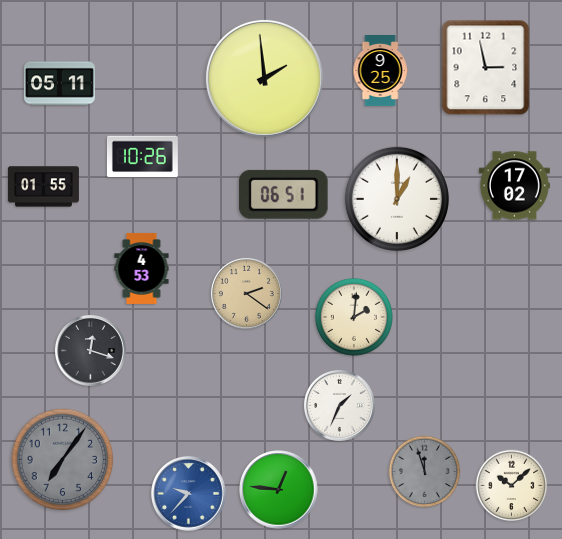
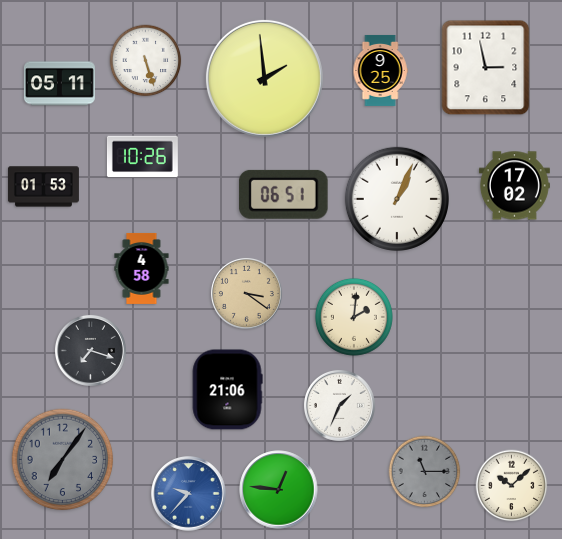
clock at (146, 61): none -> 5:27
clock at (43, 187): 01:55 -> 01:53
clock at (397, 199): 1:00 -> 1:04
clock at (142, 268): 4:53 -> 4:58
clock at (246, 293): 2:21 -> 3:21
clock at (90, 350): 12:18 -> 7:18
clock at (227, 390): none -> 21:06
clock at (425, 472): 11:57 -> 11:15
